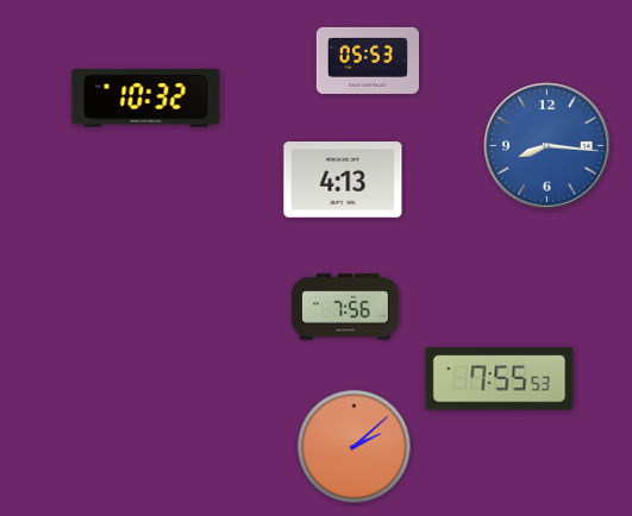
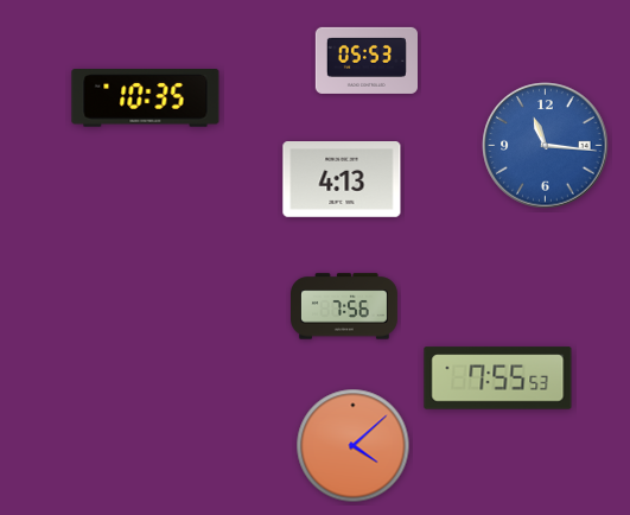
clock at (146, 99): 10:32 -> 10:35
clock at (547, 146): 8:16 -> 11:16
clock at (355, 447): 2:08 -> 4:08
